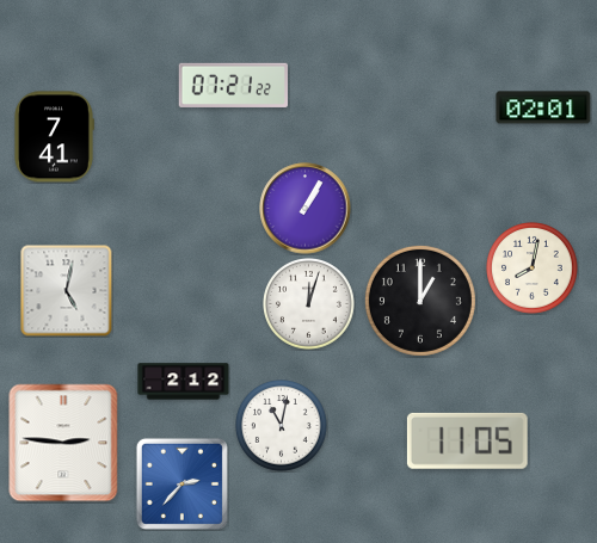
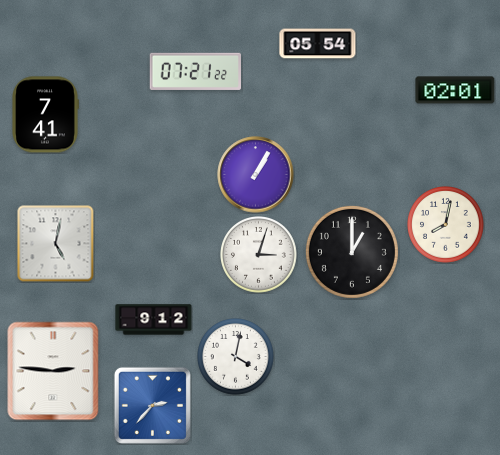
clock at (318, 44): none -> 05:54
clock at (309, 304): 12:03 -> 3:03
clock at (184, 382): 2:12 -> 9:12
clock at (282, 426): 11:02 -> 4:02
clock at (467, 440): 11:05 -> none
